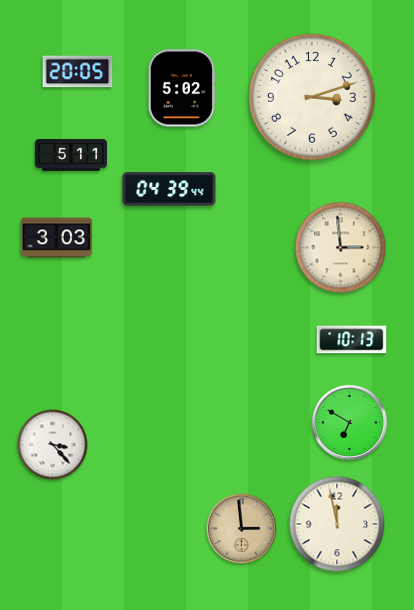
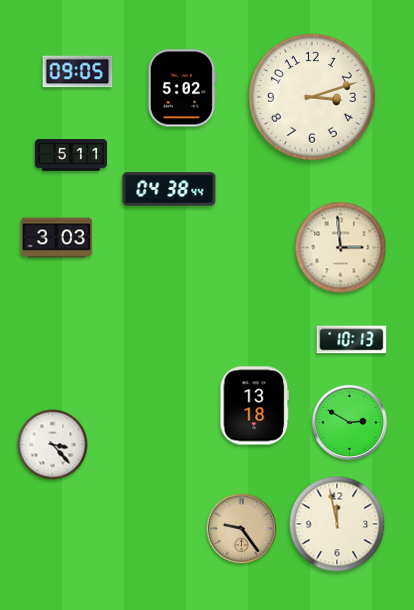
clock at (78, 72): 20:05 -> 09:05
clock at (169, 189): 04:39 -> 04:38
clock at (255, 406): none -> 13:18
clock at (349, 422): 6:50 -> 2:50
clock at (242, 529): 2:59 -> 9:24
